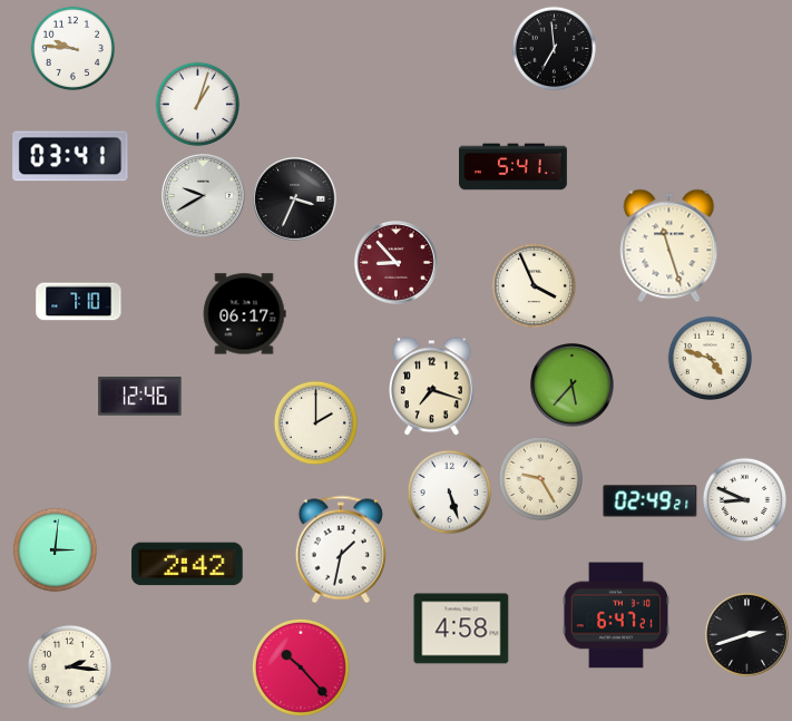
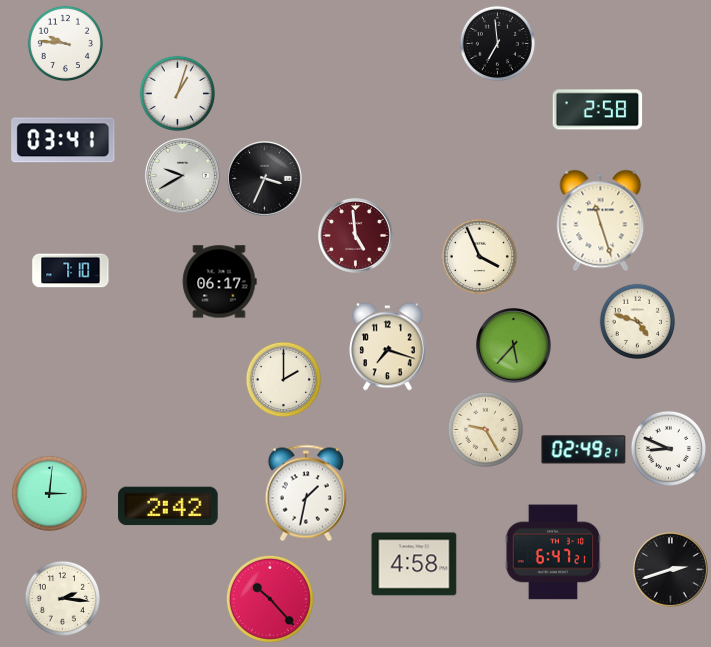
clock at (598, 110): none -> 2:58
clock at (514, 167): 5:41 -> none
clock at (397, 263): 8:53 -> 4:59
clock at (140, 397): 12:46 -> none
clock at (449, 491): 5:27 -> none
